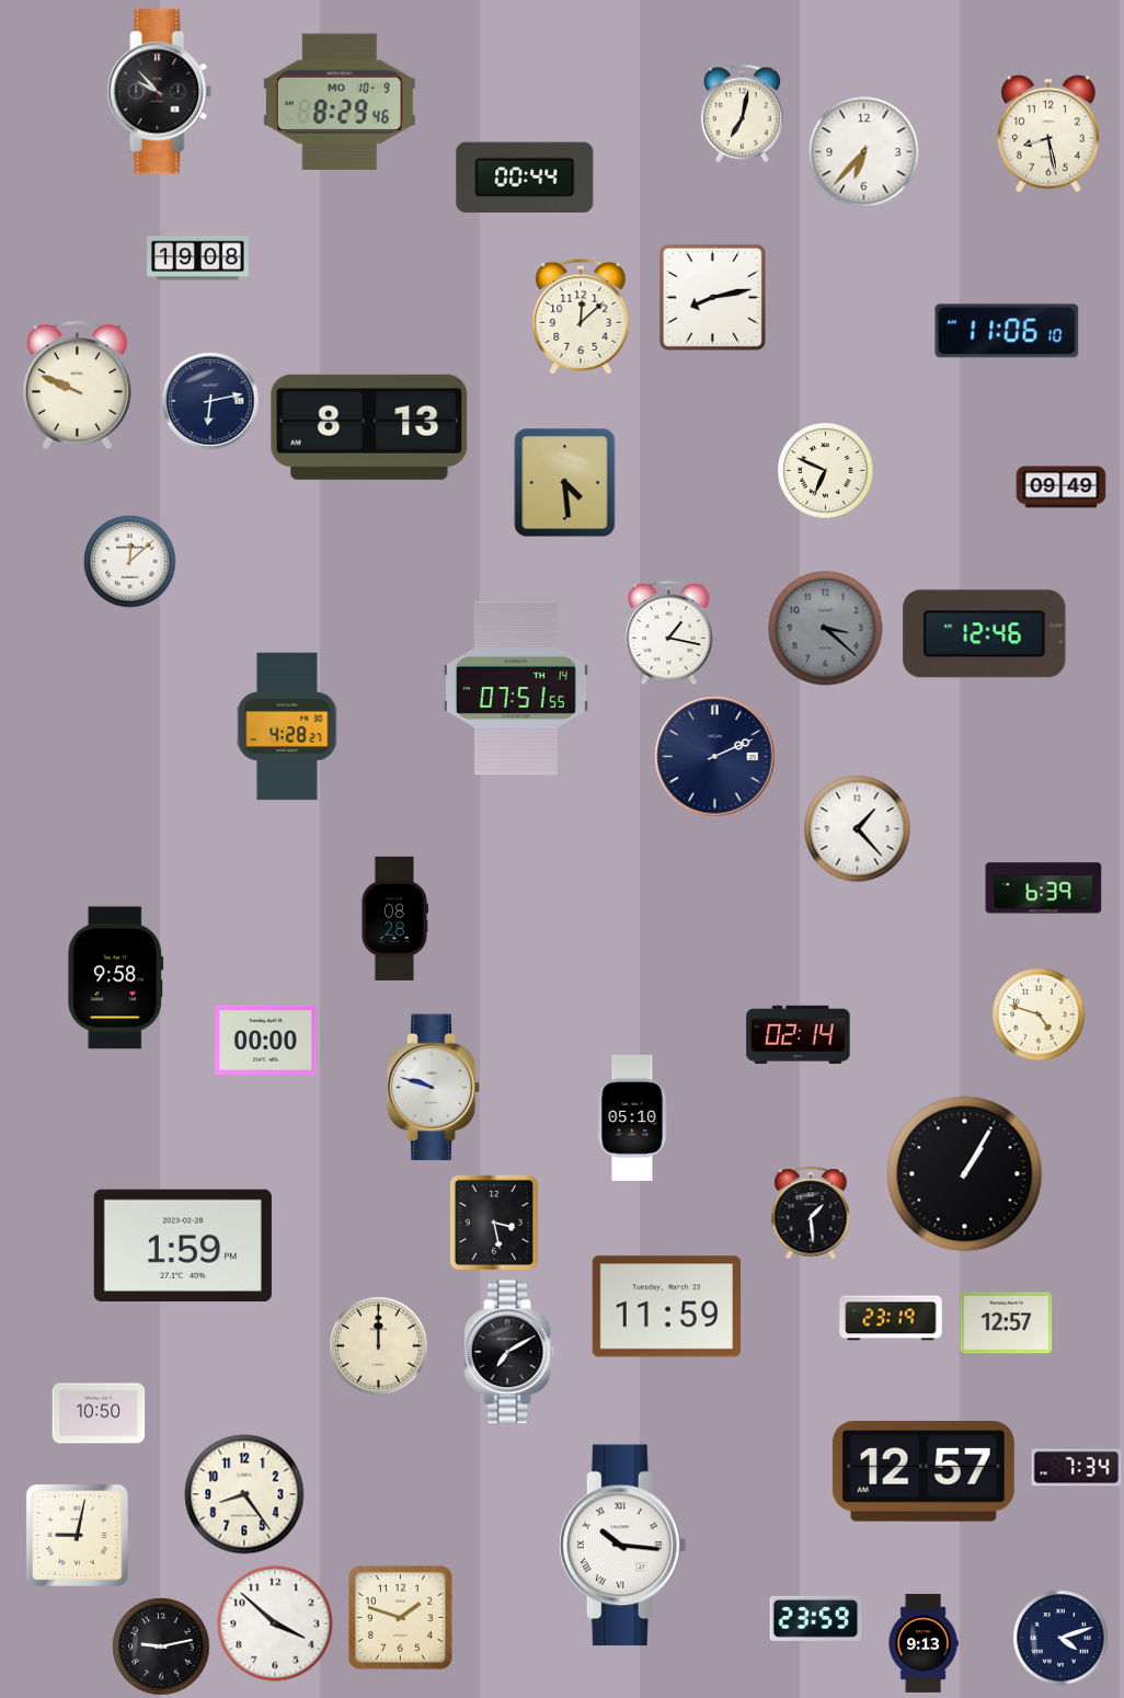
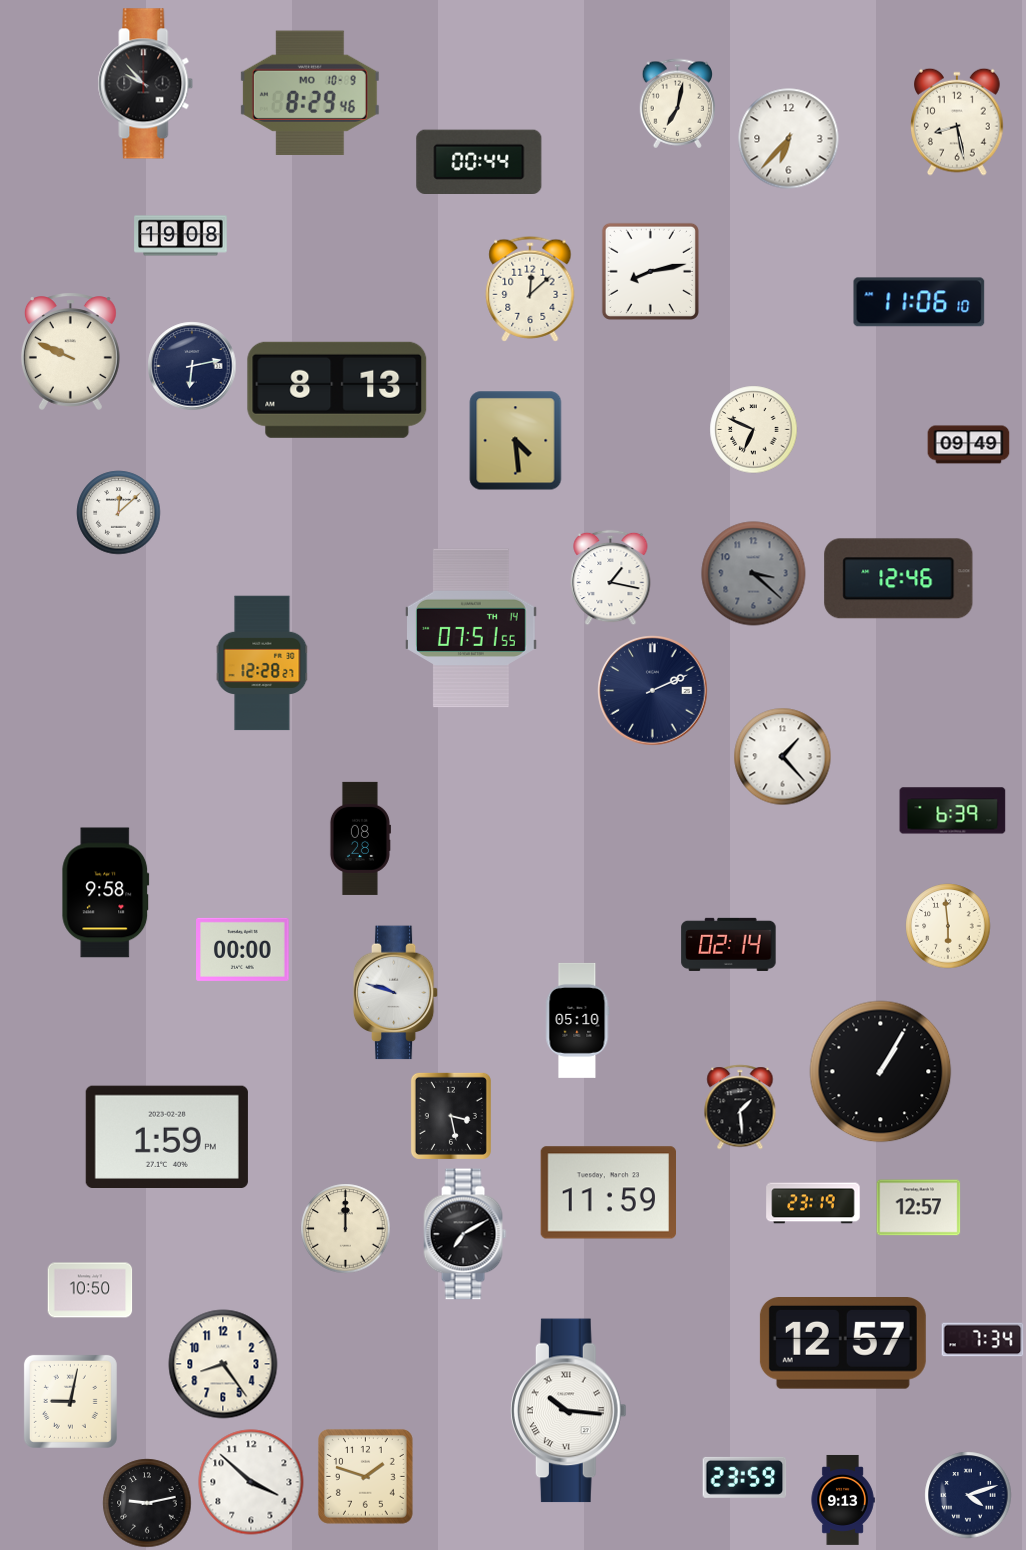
clock at (287, 726): 4:28 -> 12:28
clock at (1039, 1014): 4:48 -> 5:59
